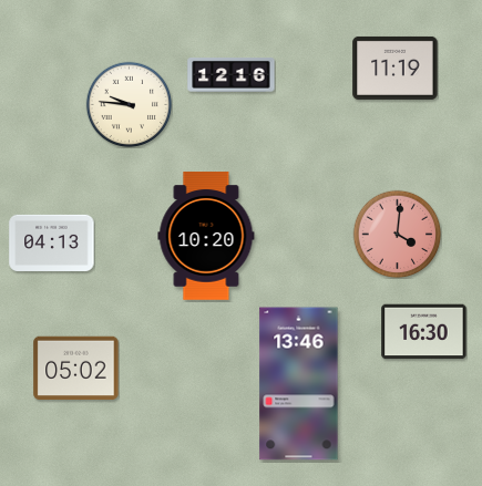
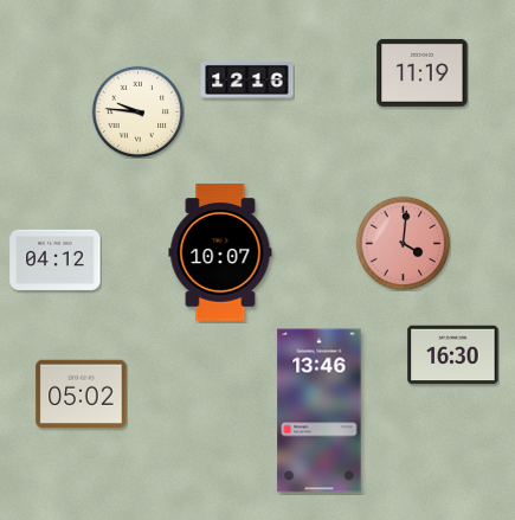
clock at (397, 234) position: (397, 234) -> (403, 243)
clock at (206, 236): 10:20 -> 10:07
clock at (52, 242): 04:13 -> 04:12
